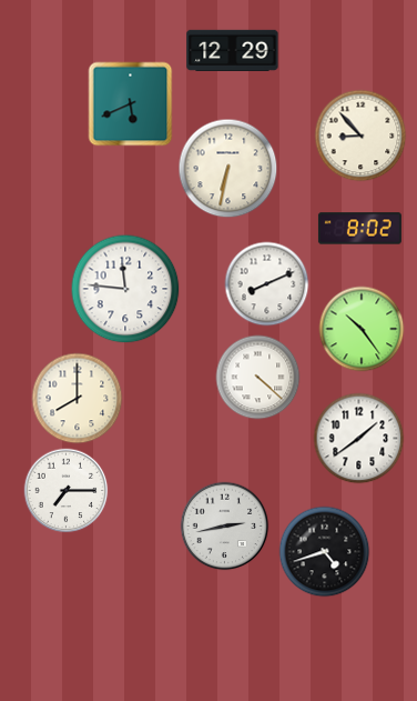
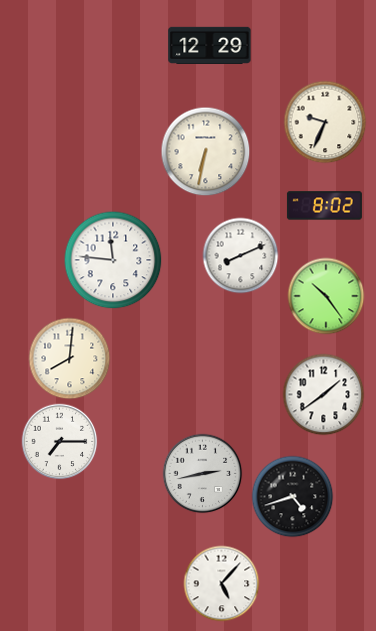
clock at (131, 104): 5:41 -> none
clock at (360, 136): 8:53 -> 9:34
clock at (258, 378): 4:22 -> none
clock at (78, 399): 8:00 -> 8:01
clock at (222, 584): none -> 5:07
